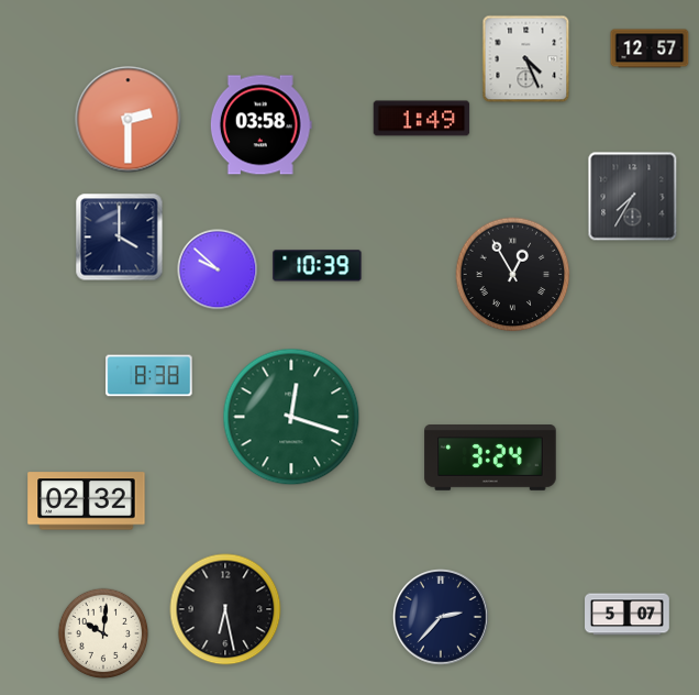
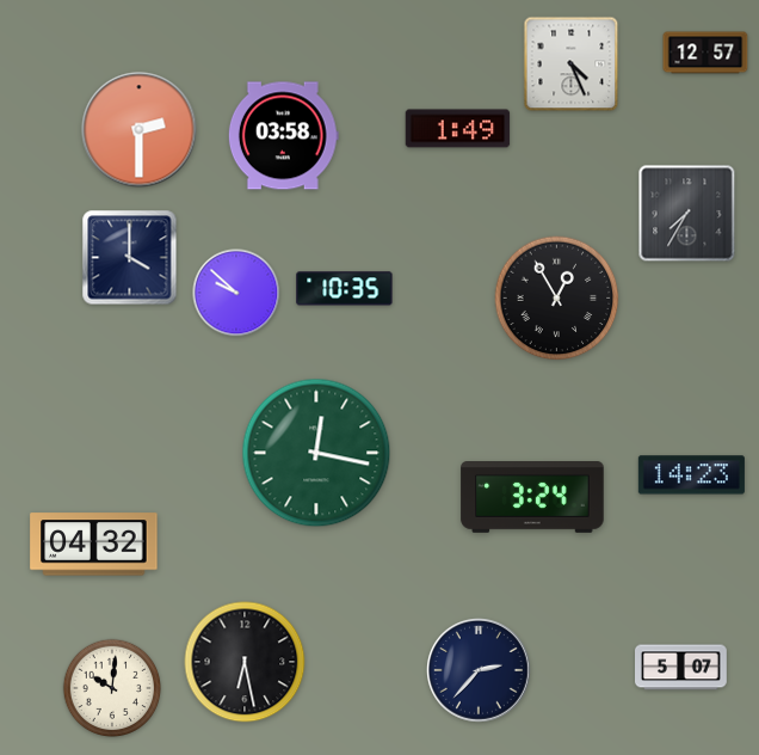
clock at (318, 266): 10:39 -> 10:35
clock at (149, 376): 8:38 -> none
clock at (291, 417): 12:18 -> 12:17
clock at (691, 475): none -> 14:23
clock at (87, 501): 02:32 -> 04:32
